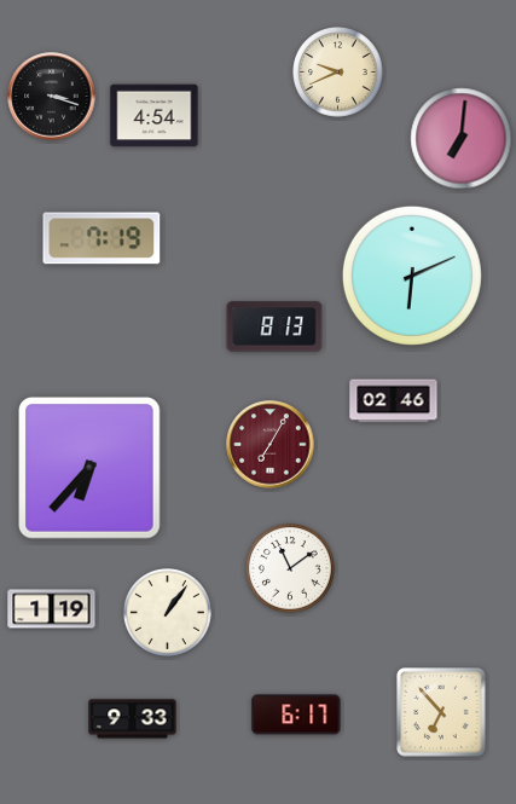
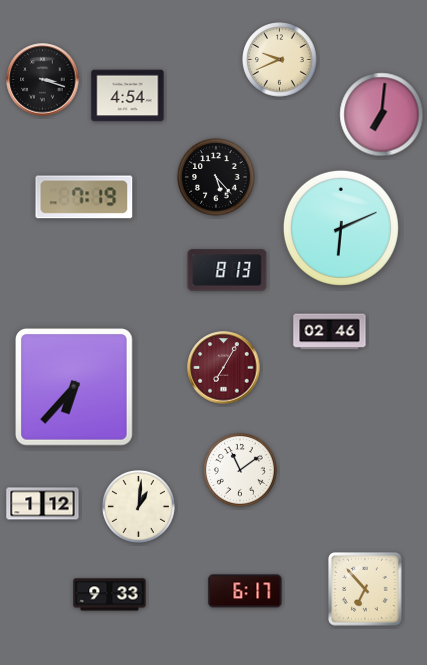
clock at (216, 177): none -> 5:23
clock at (394, 401) position: (394, 401) -> (330, 332)
clock at (52, 609): 1:19 -> 1:12
clock at (168, 613): 1:06 -> 1:01
